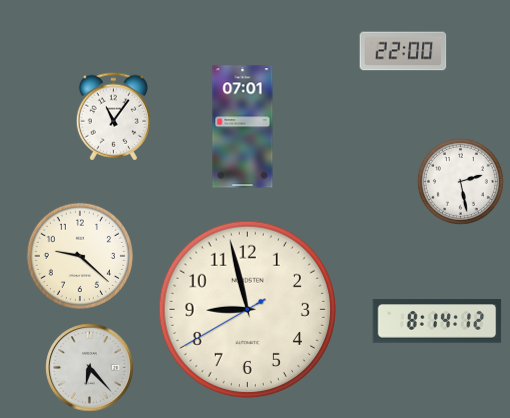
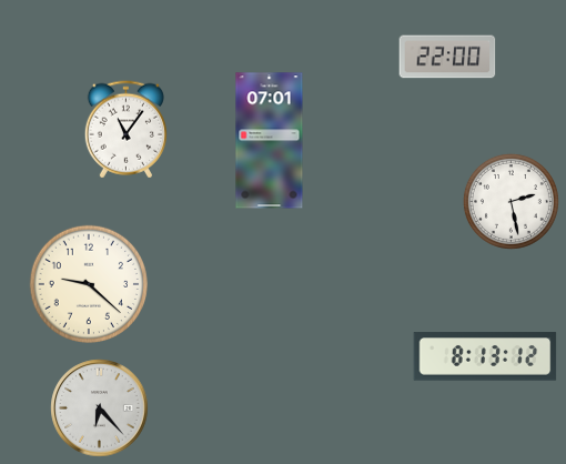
clock at (247, 309): 8:57 -> none
clock at (437, 321): 8:14 -> 8:13
